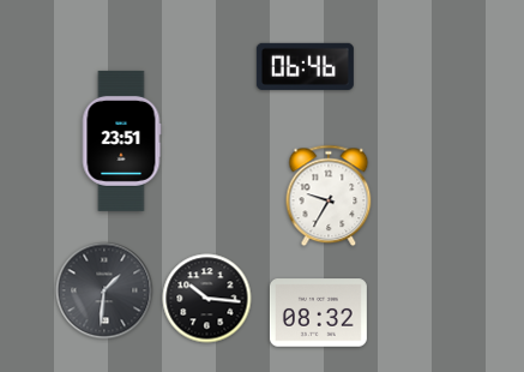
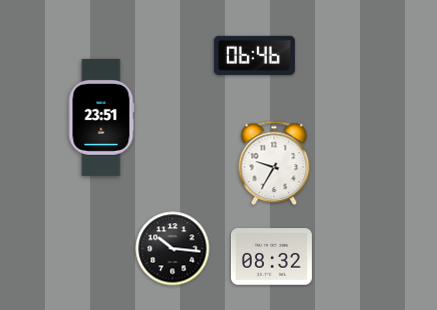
clock at (104, 290): 1:31 -> none
clock at (318, 313) position: (318, 313) -> (271, 257)
